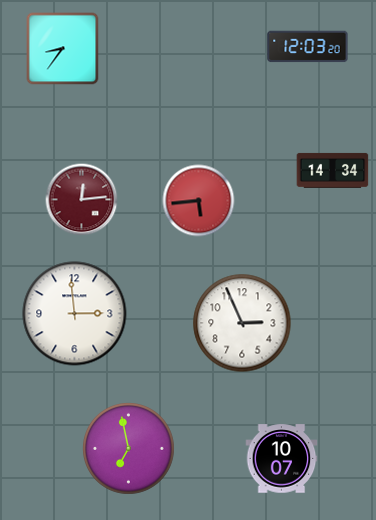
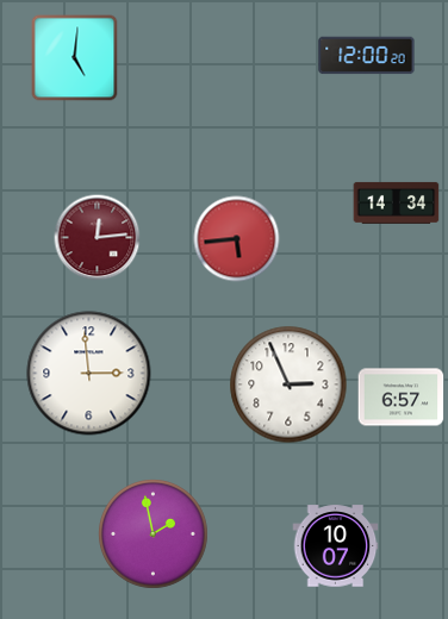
clock at (308, 47): 12:03 -> 12:00
clock at (63, 49): 8:36 -> 5:01
clock at (402, 398): none -> 6:57
clock at (129, 449): 6:58 -> 1:58
